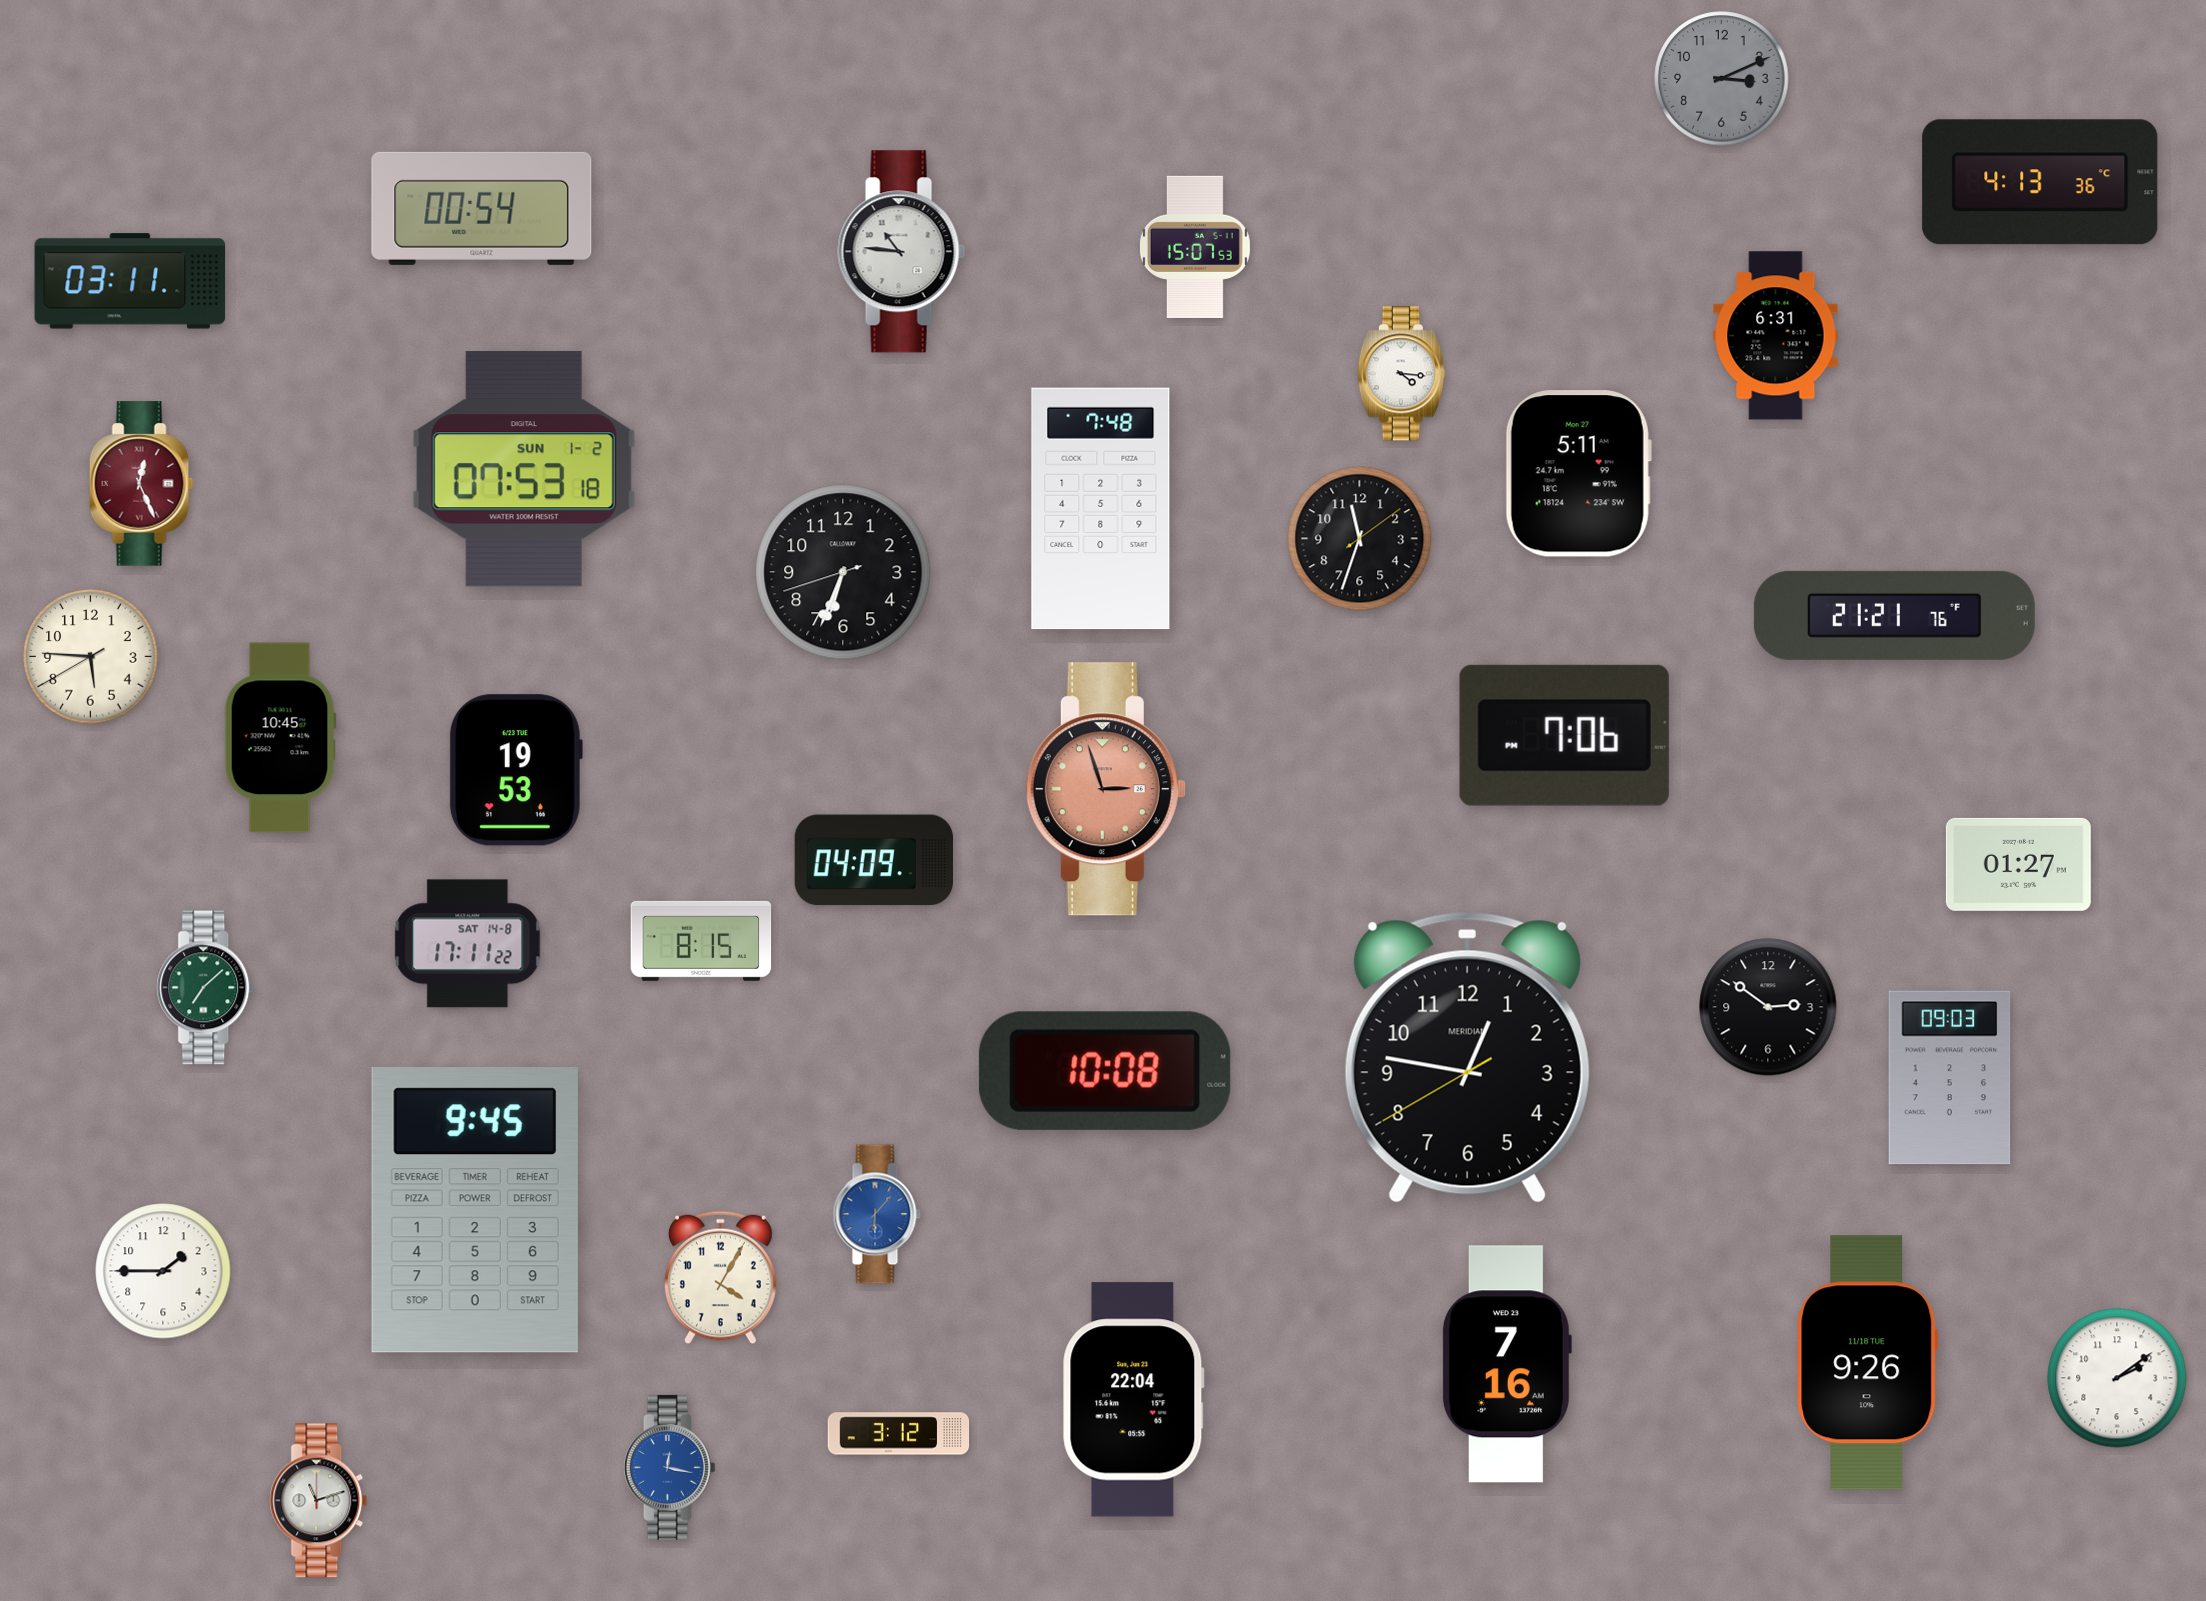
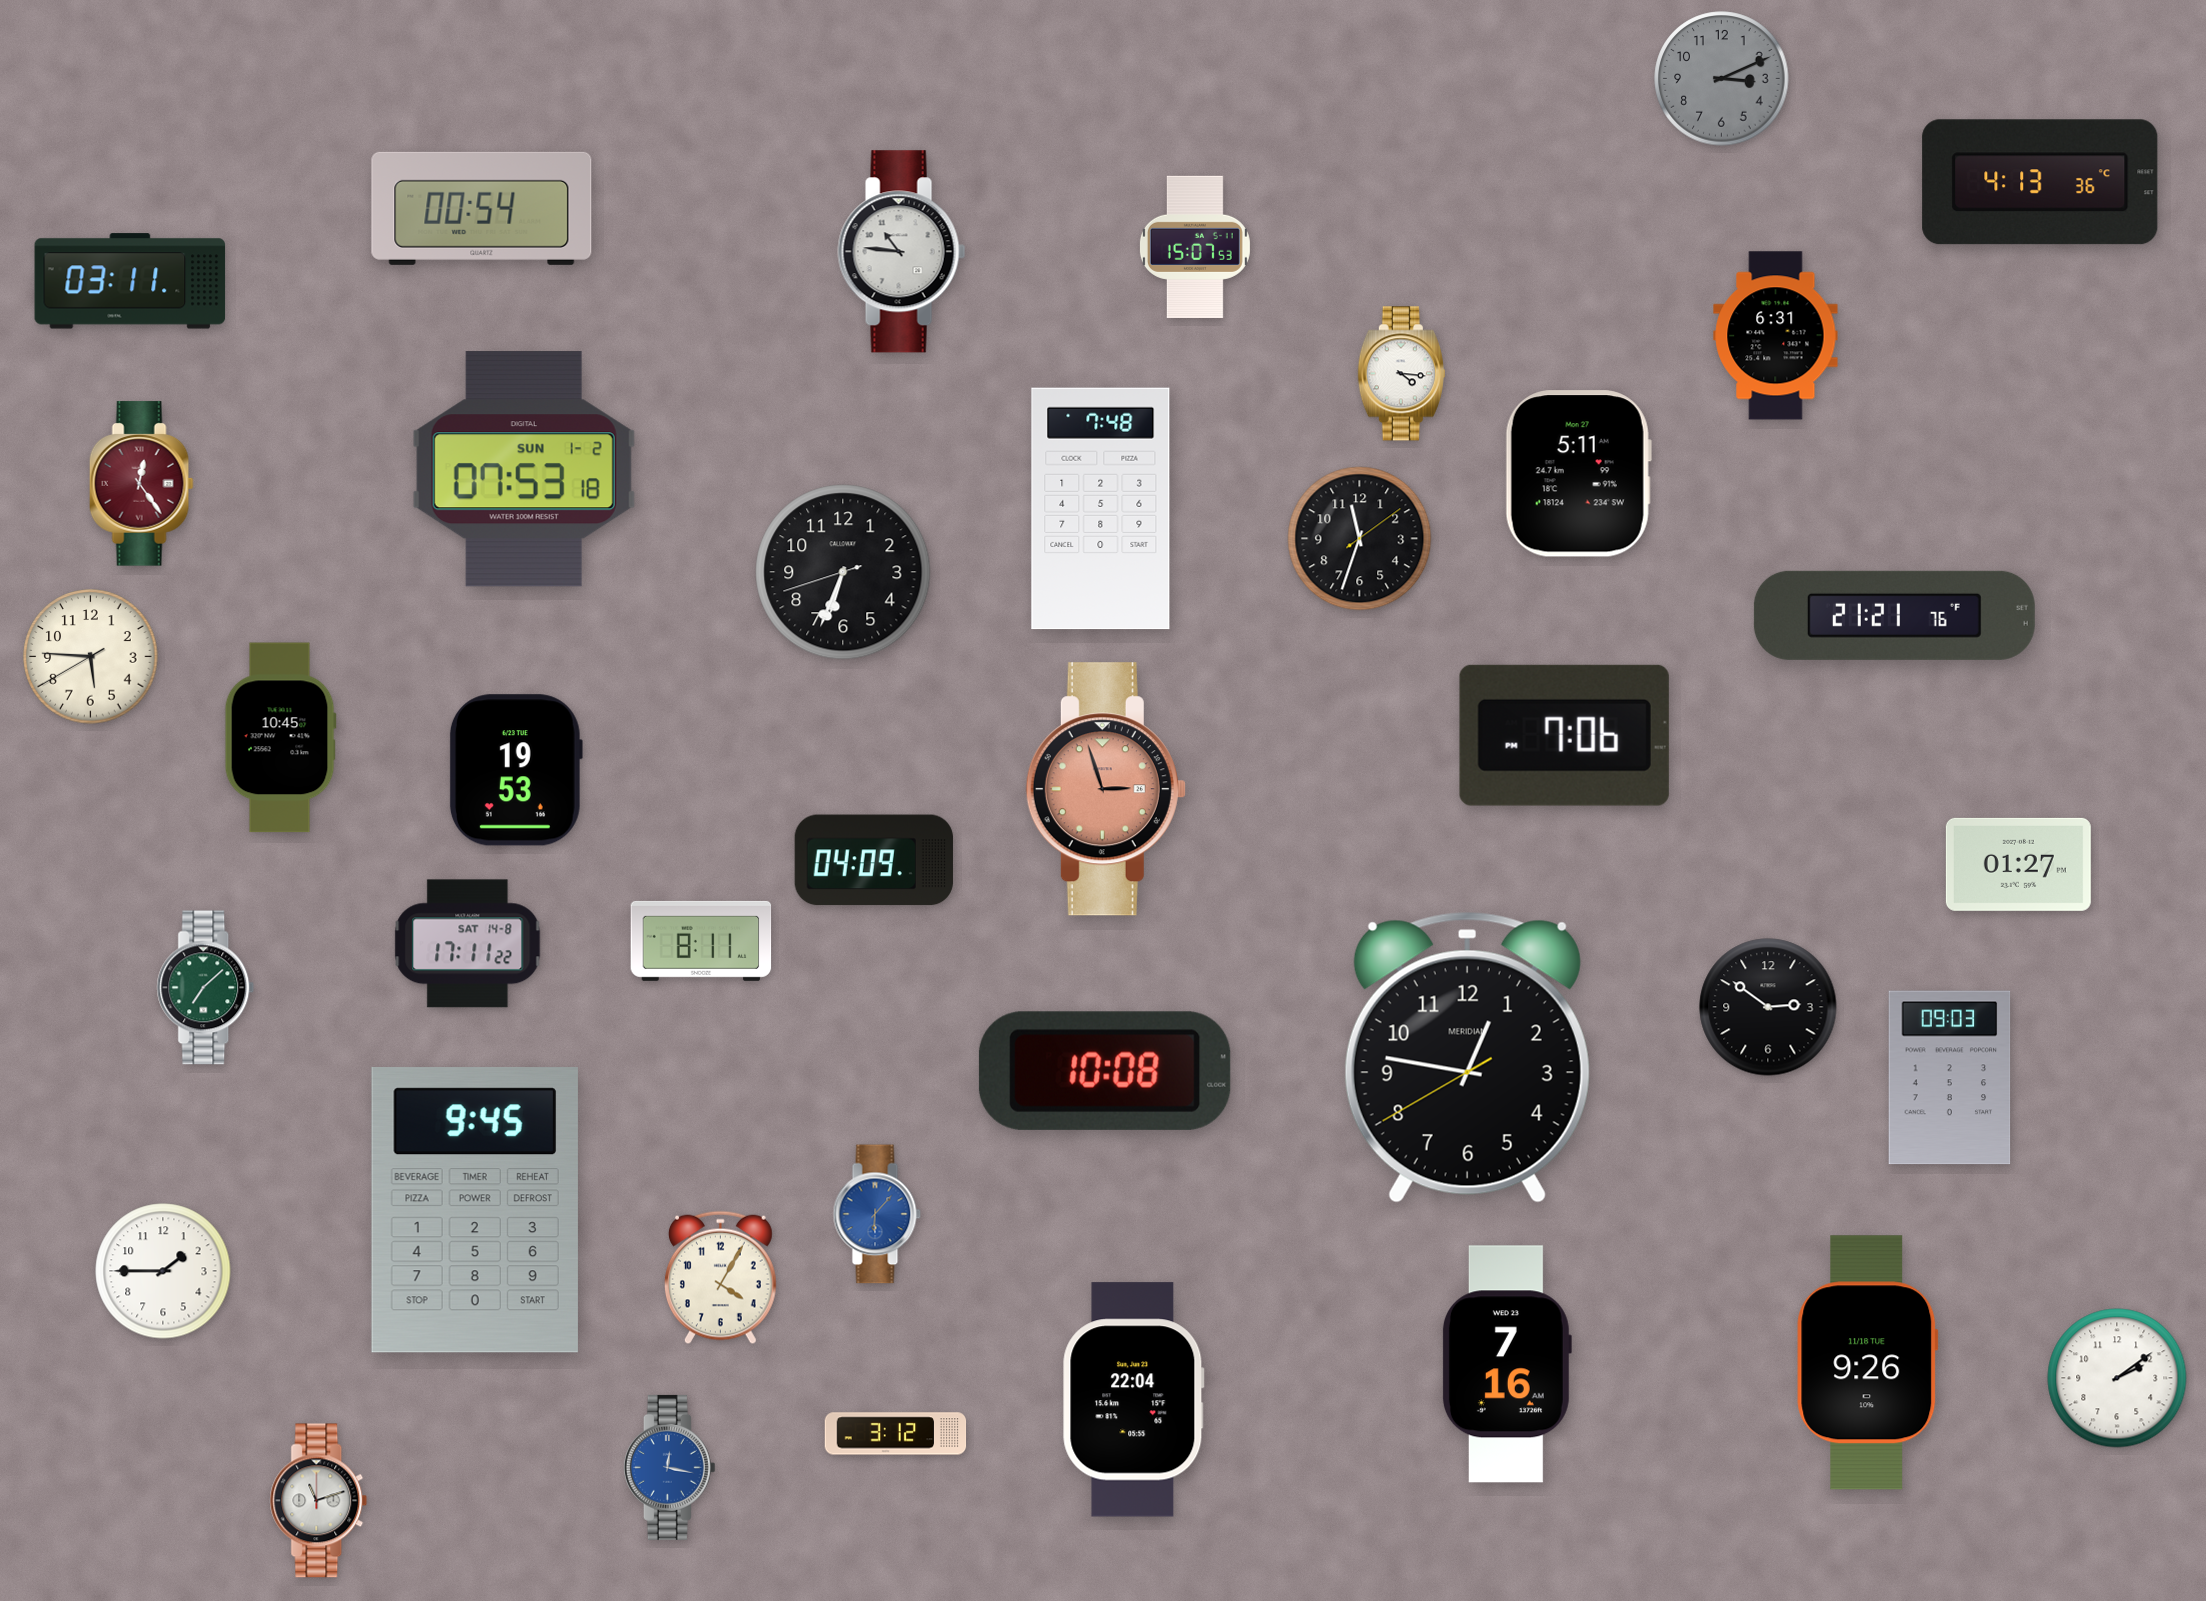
clock at (141, 484): 12:26 -> 12:24
clock at (701, 941): 8:15 -> 8:11
clock at (899, 1434) position: (899, 1434) -> (896, 1434)
